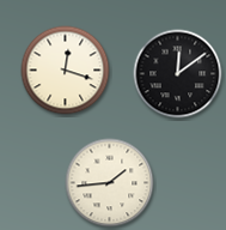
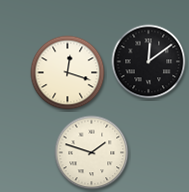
clock at (66, 71) position: (66, 71) -> (68, 73)
clock at (110, 183): 1:44 -> 1:48
